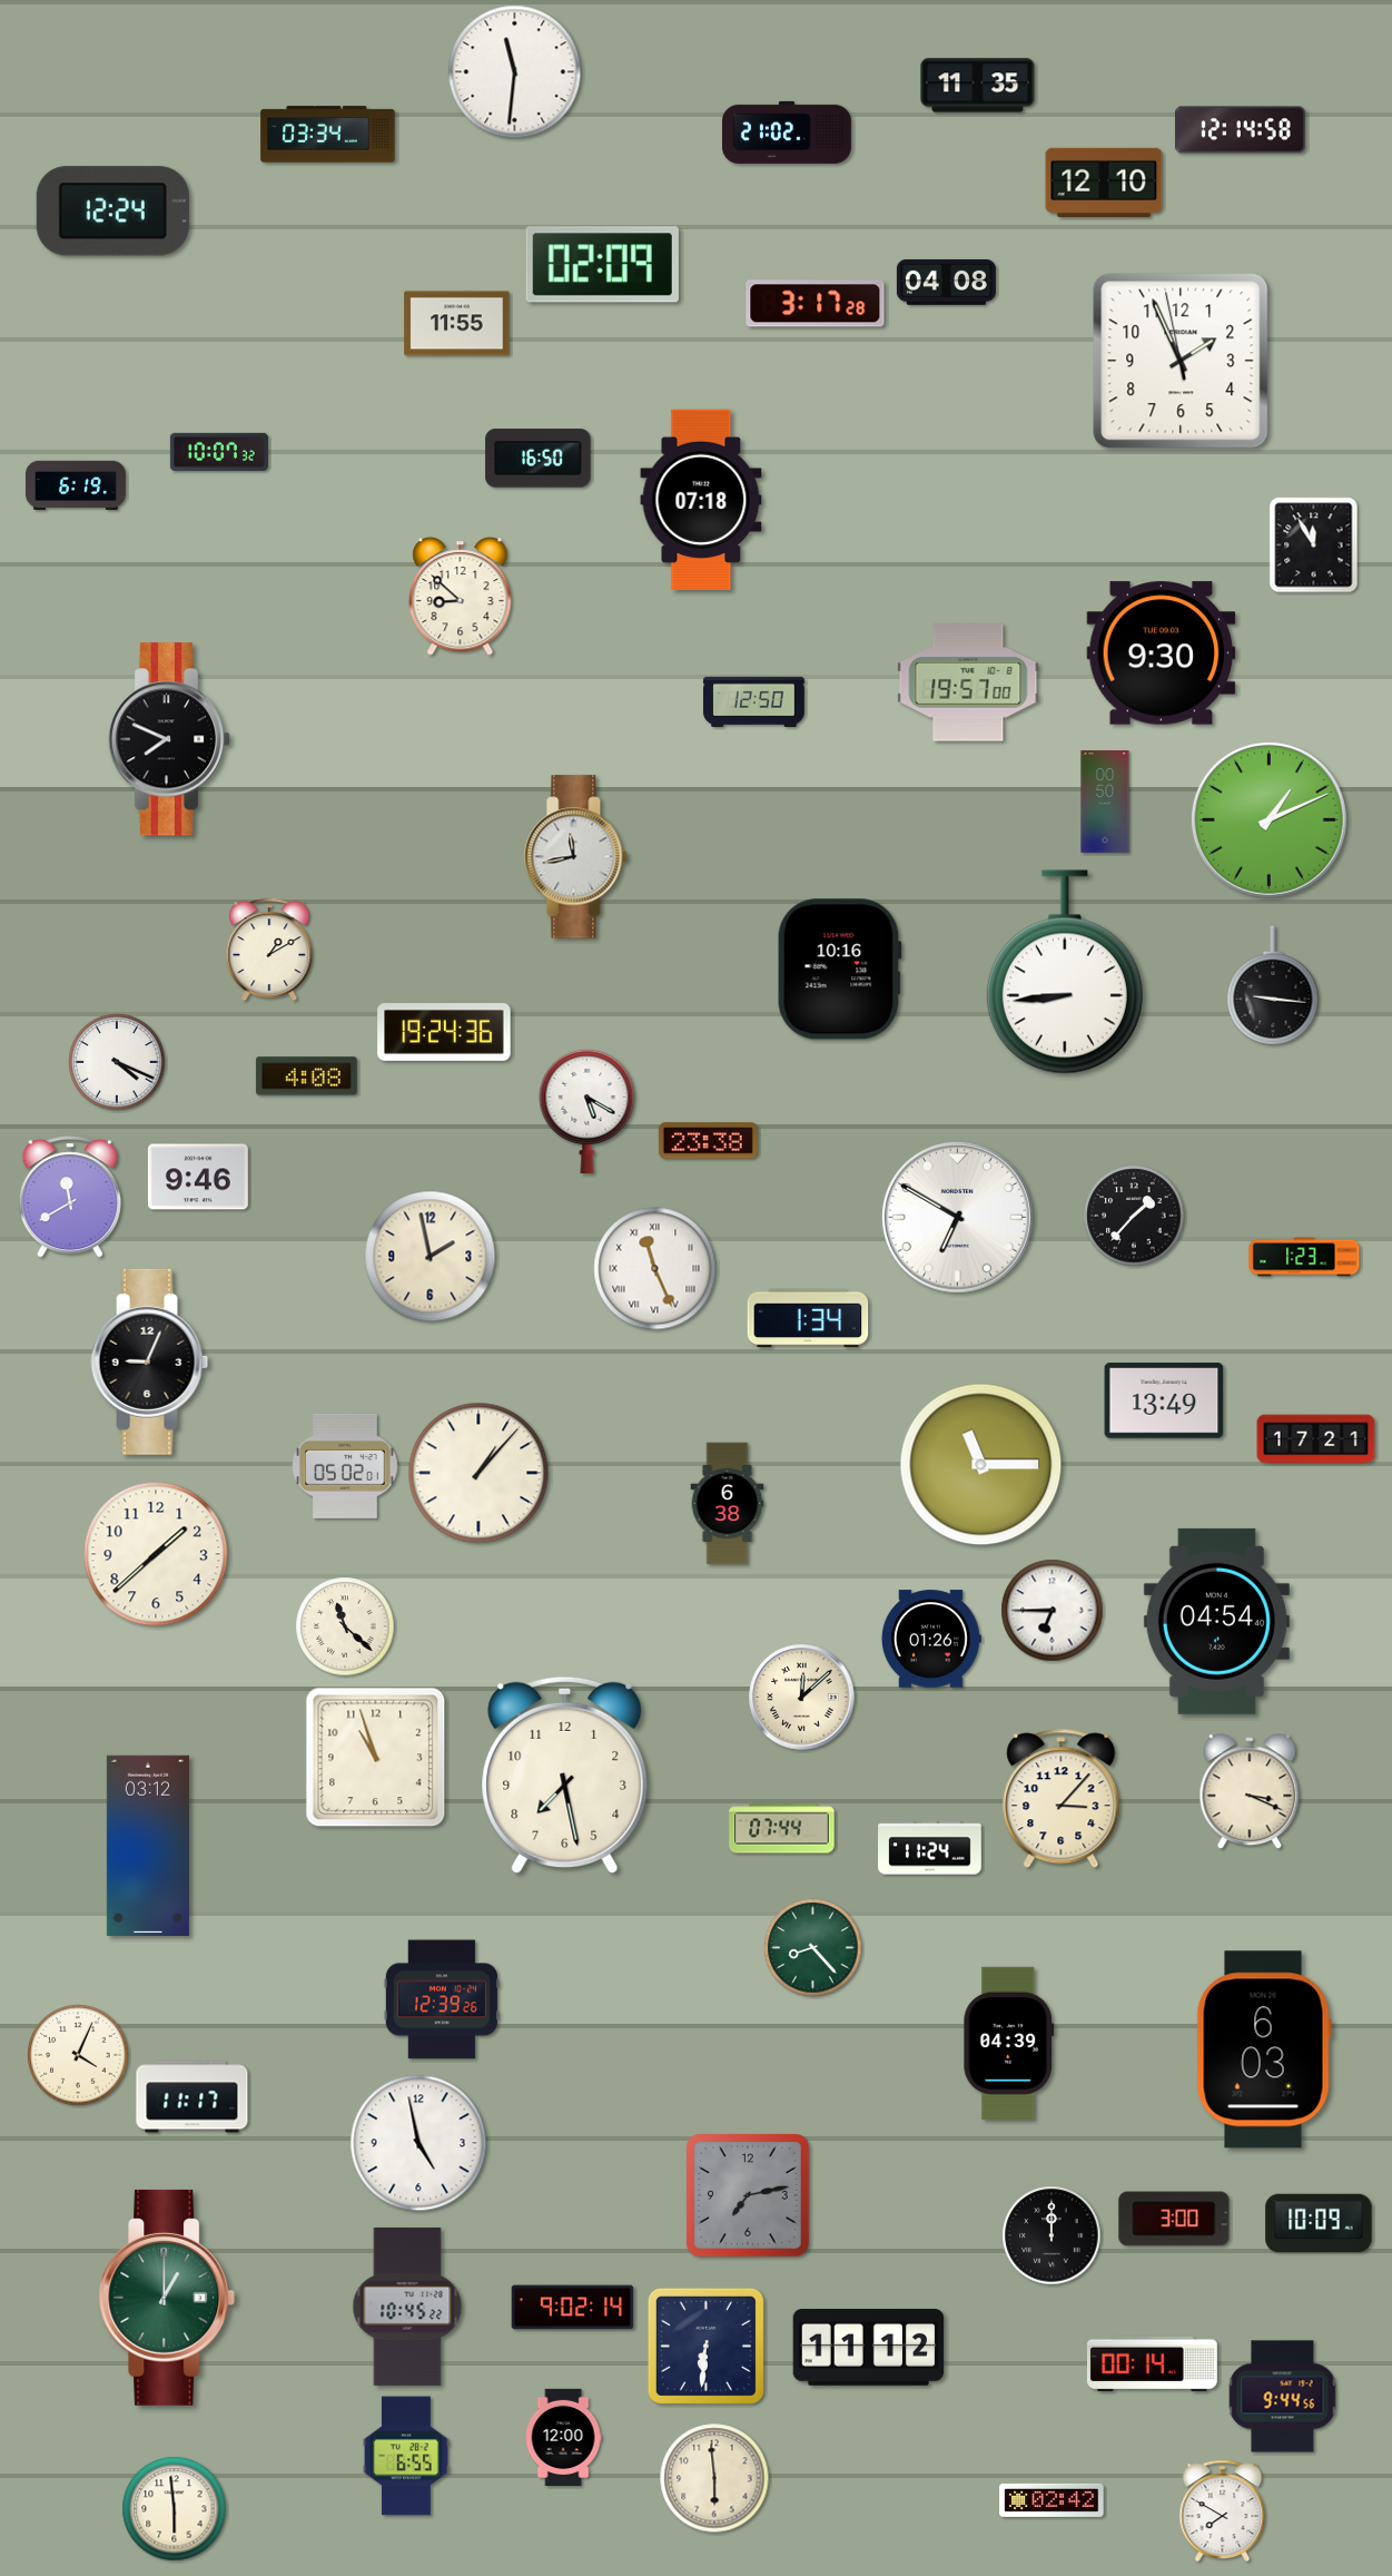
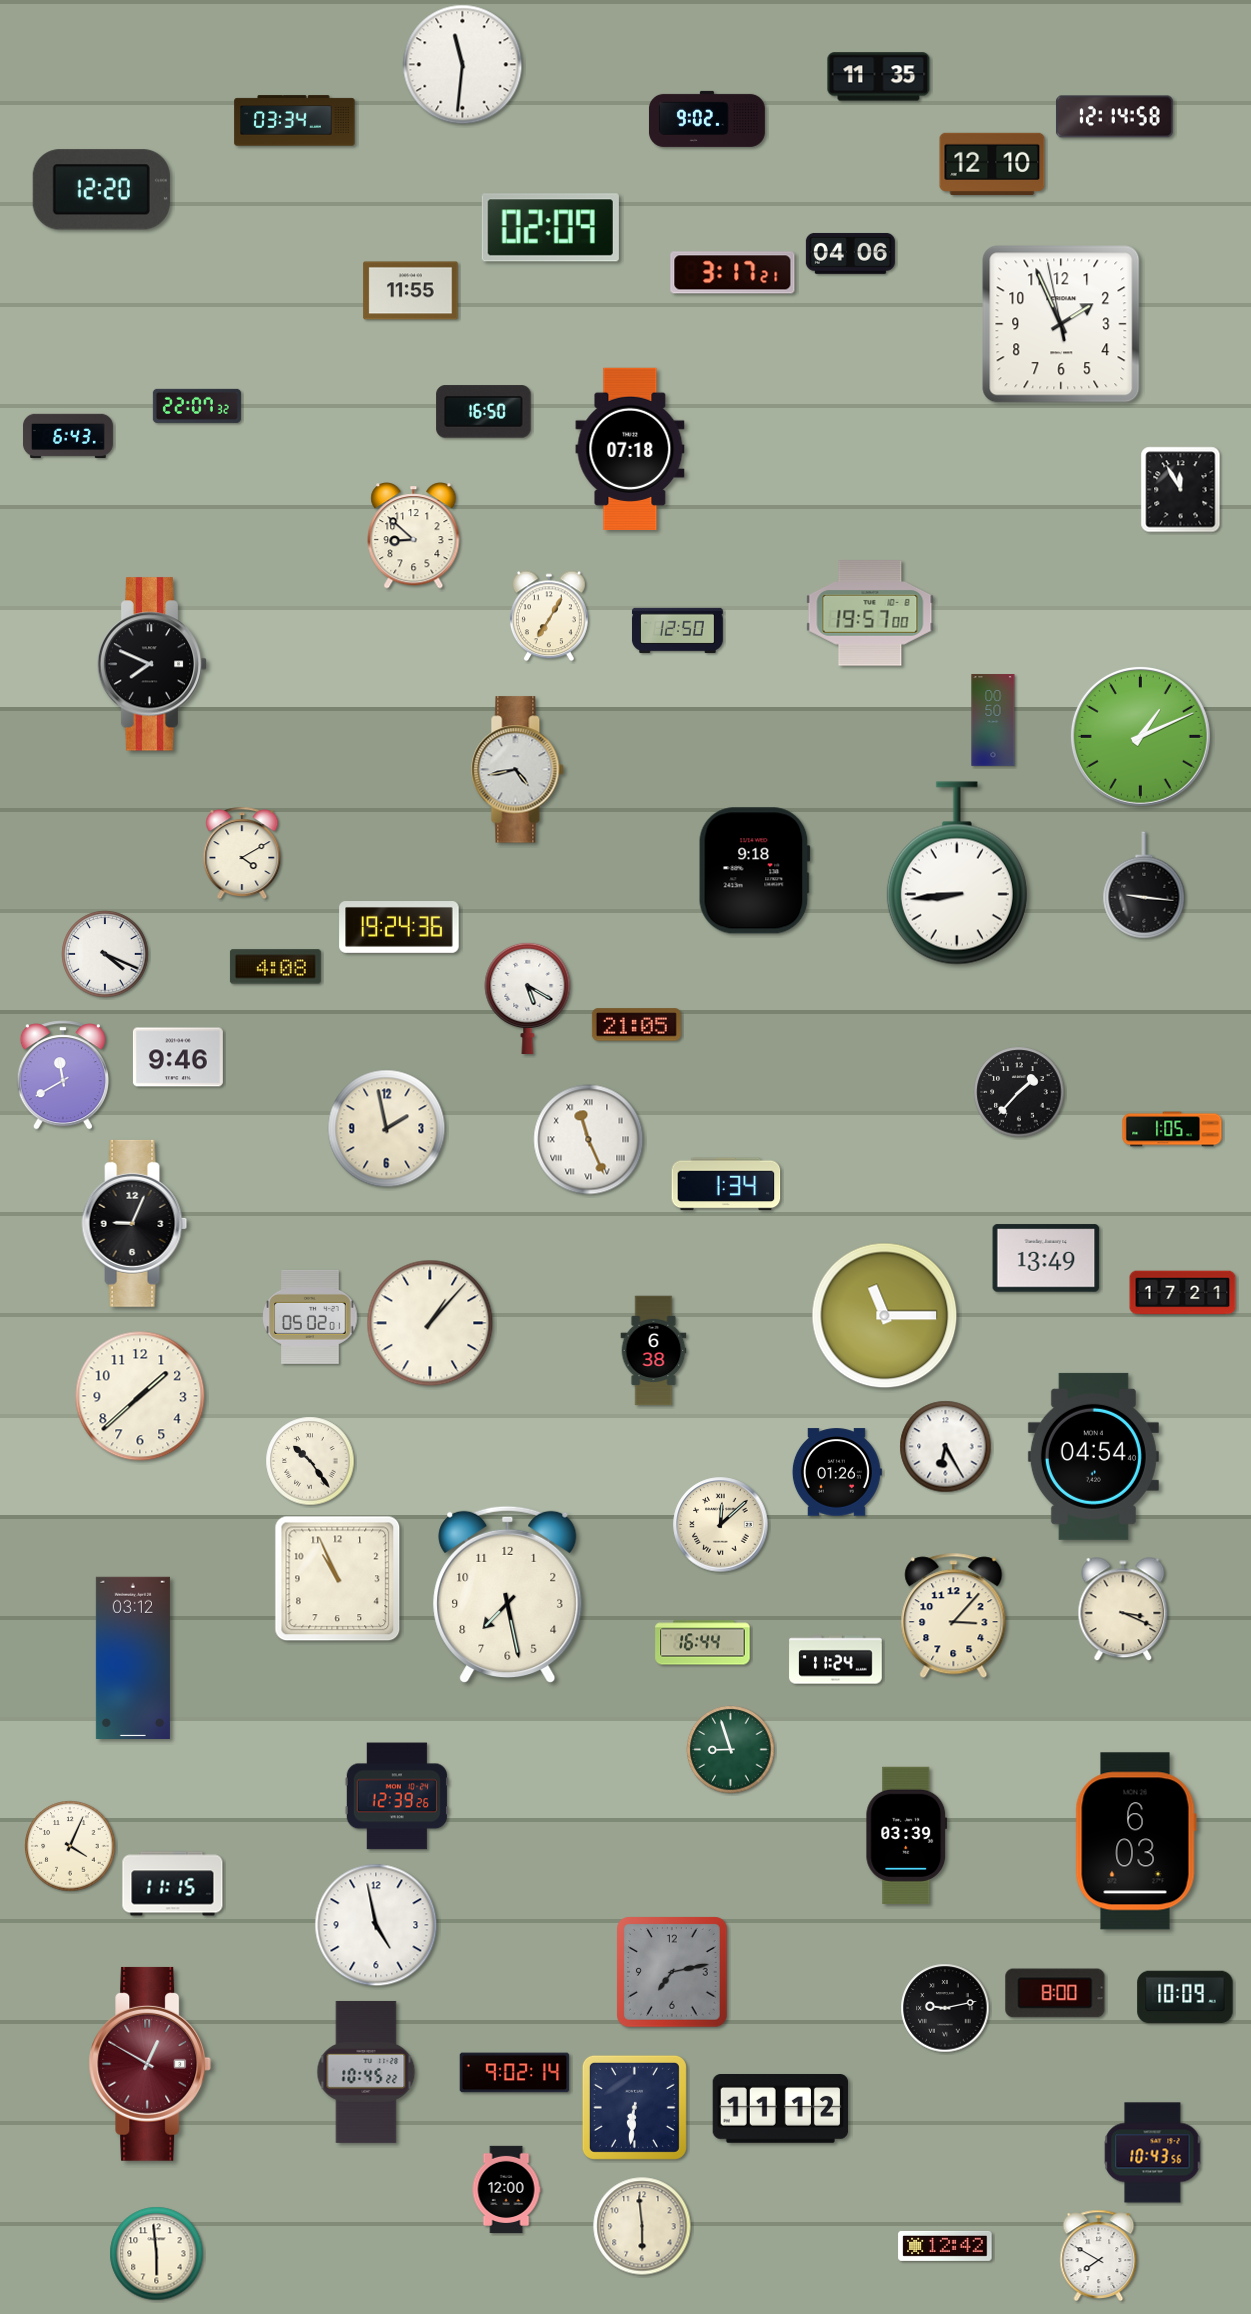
clock at (787, 132): 21:02 -> 9:02
clock at (112, 212): 12:24 -> 12:20
clock at (602, 265) position: (602, 265) -> (550, 228)
clock at (946, 282): 04:08 -> 04:06
clock at (816, 304): 3:17:28 -> 3:17:21
clock at (219, 452): 10:07 -> 22:07
clock at (76, 484): 6:19 -> 6:43
clock at (1162, 653): 9:30 -> none
clock at (549, 616): none -> 7:05
clock at (576, 857): 11:43 -> 4:43
clock at (269, 950): 1:10 -> 4:10
clock at (839, 970): 10:16 -> 9:18
clock at (708, 1141): 23:38 -> 21:05
clock at (957, 1217): 6:50 -> none
clock at (1304, 1257): 1:23 -> 1:05
clock at (981, 1465) position: (981, 1465) -> (885, 1316)
clock at (1053, 1611): 6:45 -> 6:25
clock at (345, 1626): 11:22 -> 10:24
clock at (376, 1758): 10:57 -> 10:56
clock at (782, 1829): 07:44 -> 16:44
clock at (813, 1948): 8:23 -> 8:57
clock at (1009, 2043): 04:39 -> 03:39
clock at (192, 2097): 11:17 -> 11:15
clock at (1174, 2219): 3:00 -> 8:00
clock at (1052, 2235): 12:00 -> 9:13
clock at (167, 2298): 1:00 -> 12:50
clock at (167, 2298) dial: green -> burgundy
clock at (1153, 2363): 00:14 -> none
clock at (1283, 2397): 9:44 -> 10:43
clock at (406, 2456): 6:55 -> none
clock at (1052, 2500): 02:42 -> 12:42
